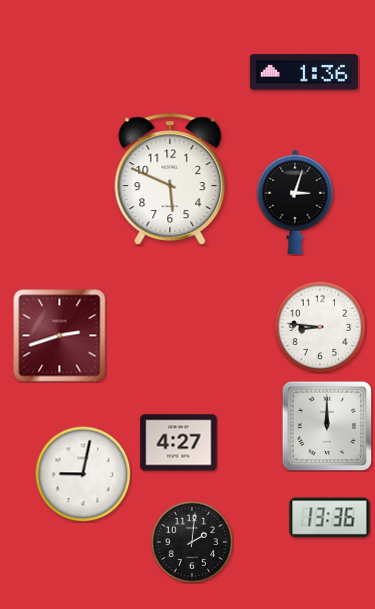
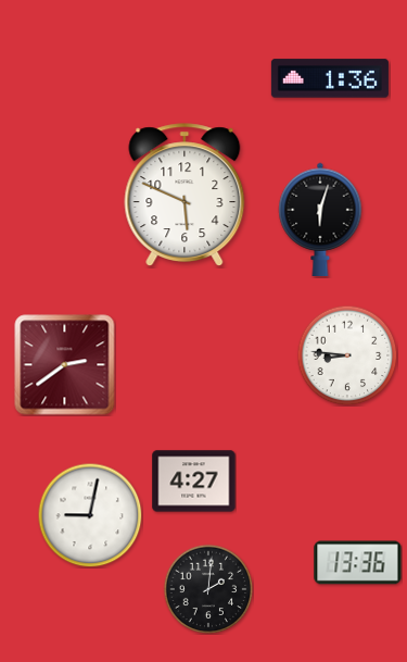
clock at (295, 201): 3:03 -> 6:03
clock at (60, 336): 2:42 -> 2:39
clock at (327, 426): 12:00 -> none
